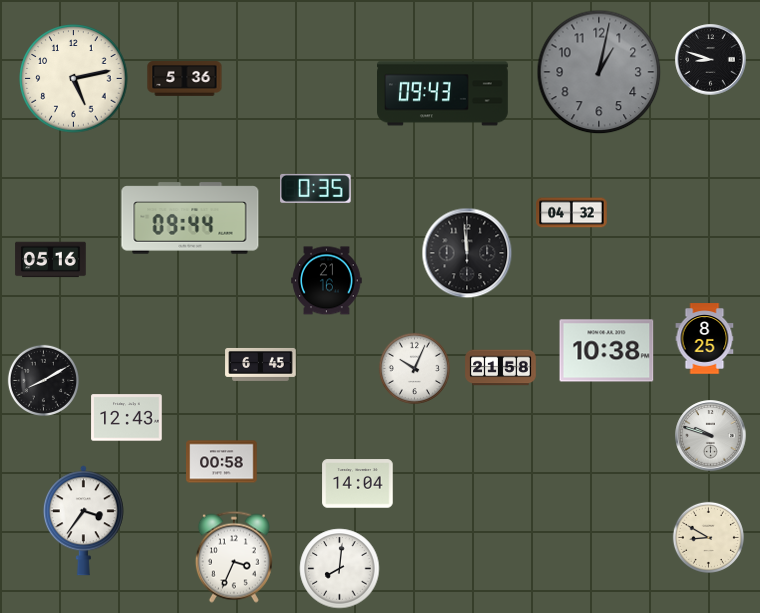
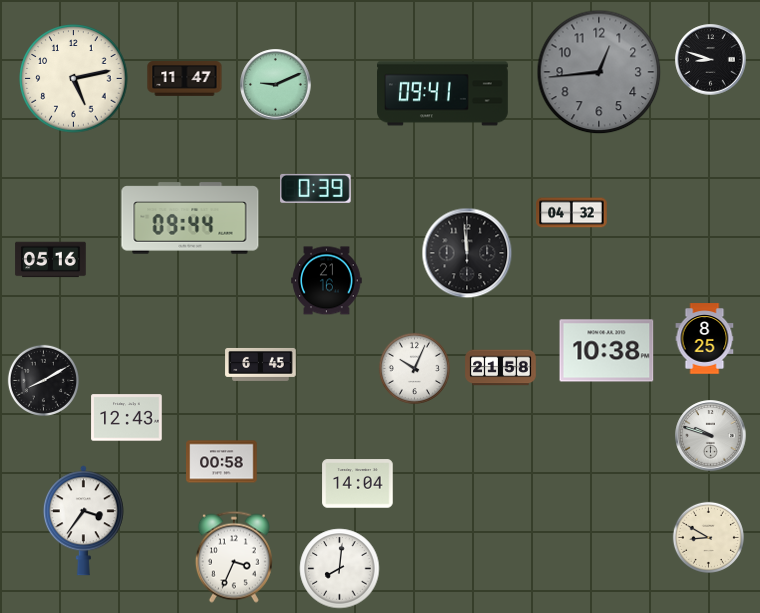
clock at (599, 72): 1:02 -> 12:44
clock at (185, 79): 5:36 -> 11:47
clock at (276, 85): none -> 9:11
clock at (443, 94): 09:43 -> 09:41
clock at (316, 188): 0:35 -> 0:39
